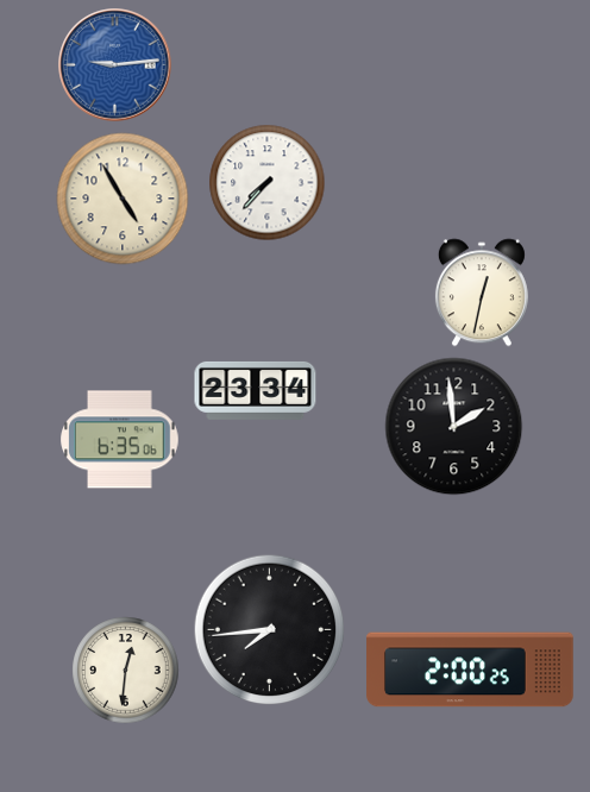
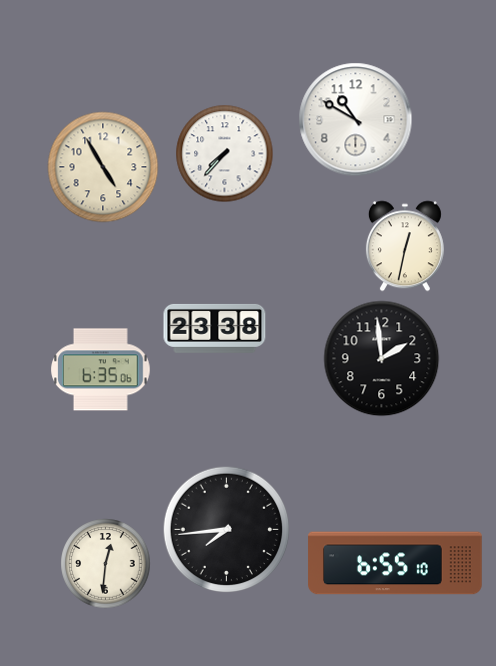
clock at (115, 65): 9:14 -> none
clock at (356, 120): none -> 10:50
clock at (256, 390): 23:34 -> 23:38
clock at (470, 670): 2:00 -> 6:55
